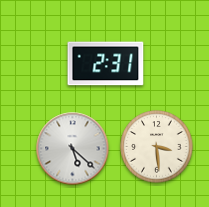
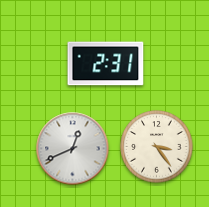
clock at (157, 147): 3:29 -> 3:24
clock at (73, 149): 5:22 -> 12:41
